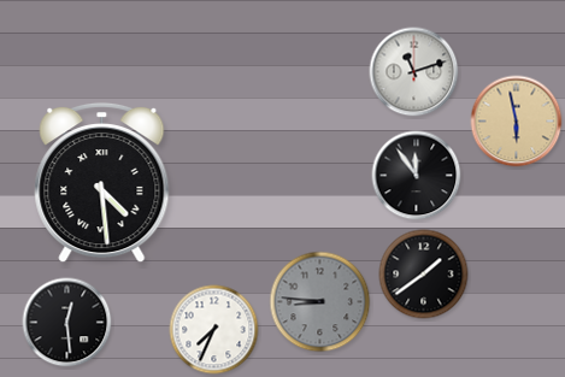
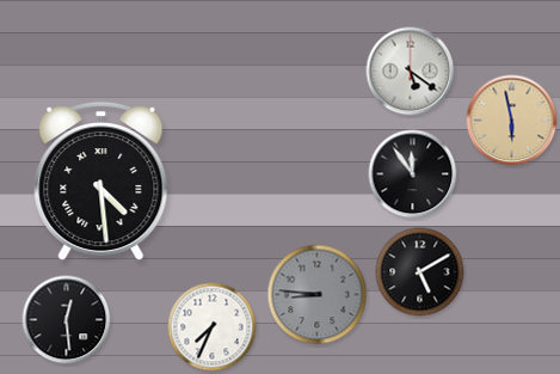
clock at (414, 72): 11:12 -> 5:21
clock at (424, 275): 1:39 -> 5:10
clock at (320, 302) position: (320, 302) -> (318, 295)
